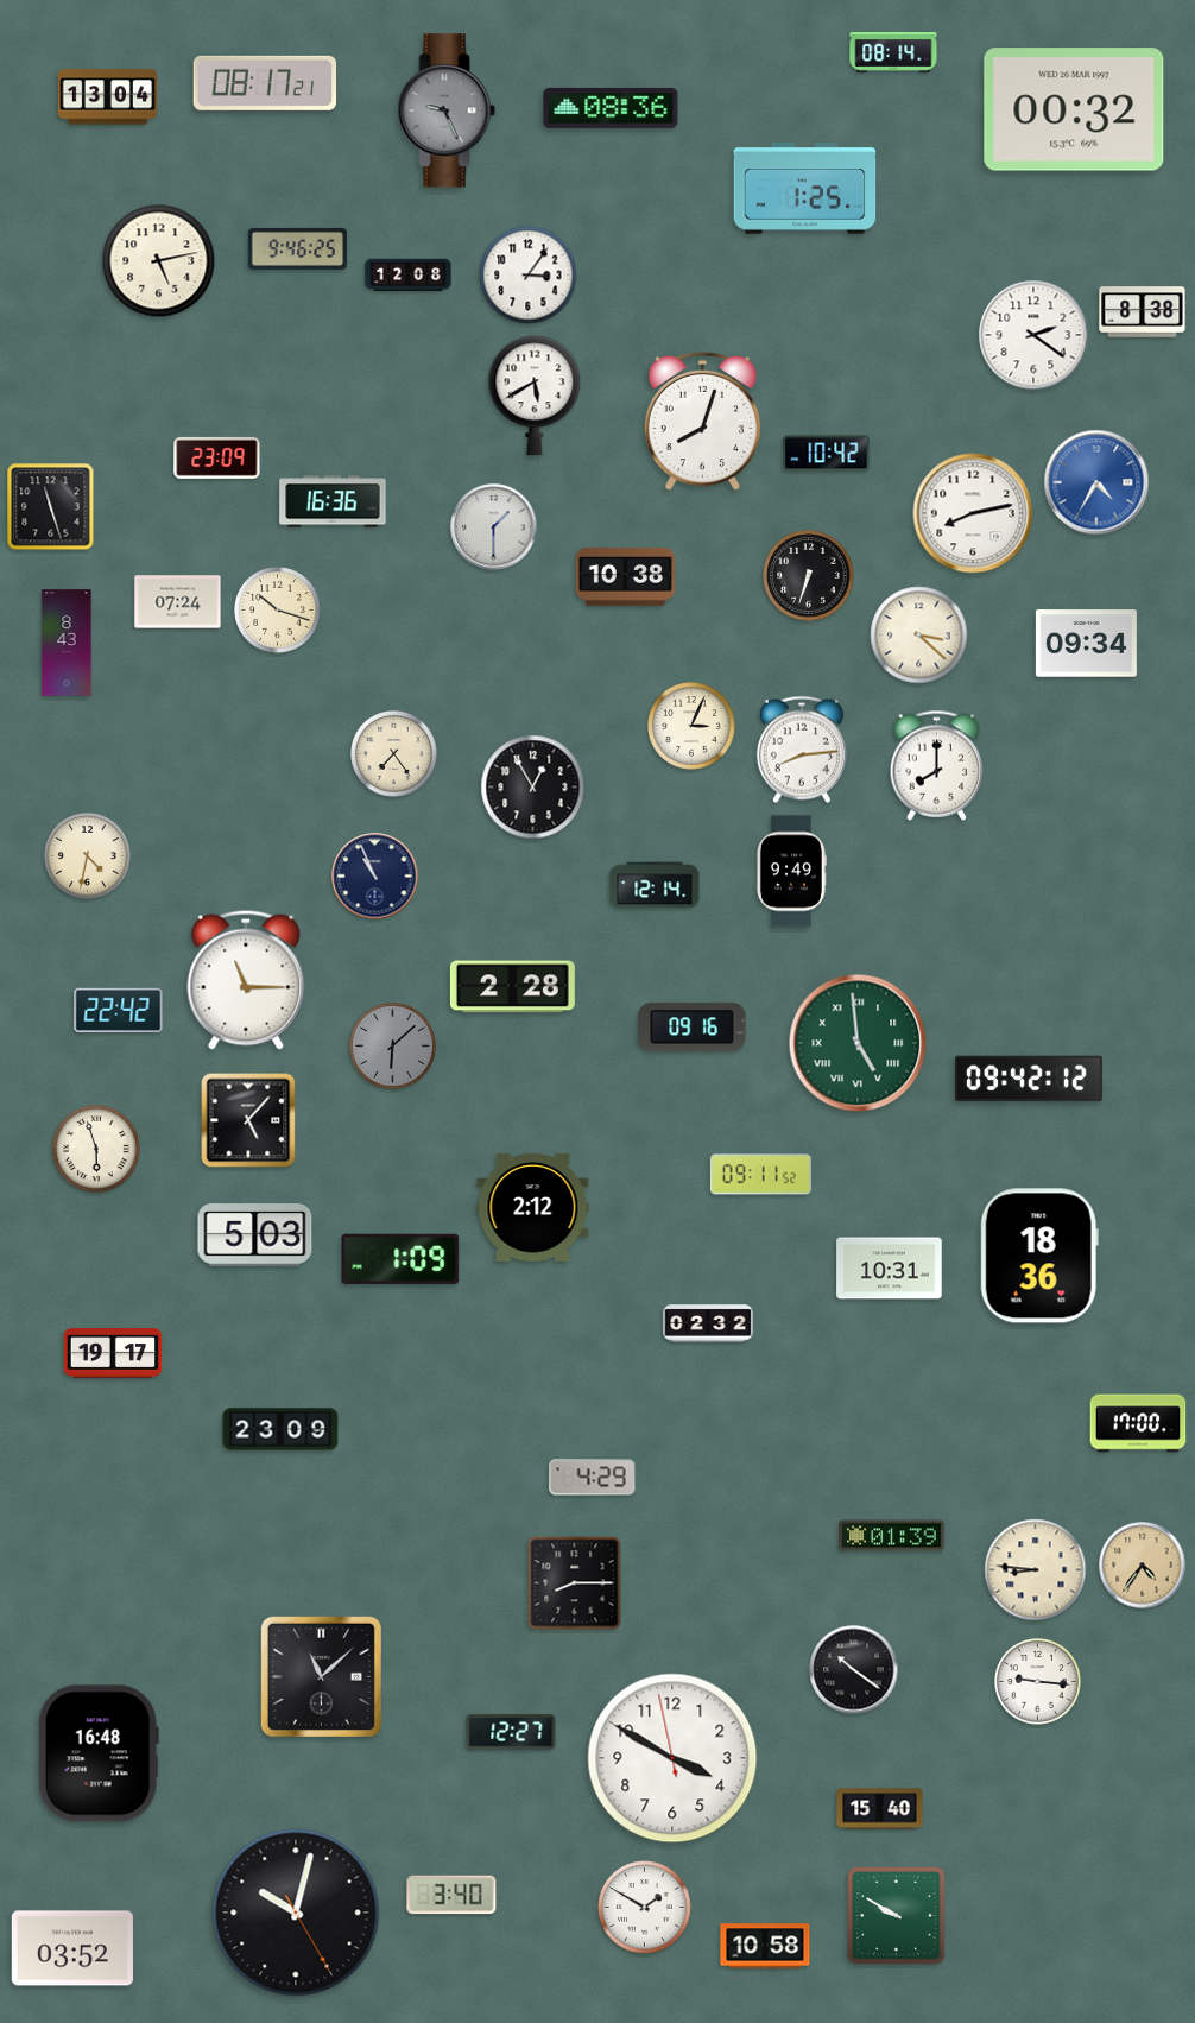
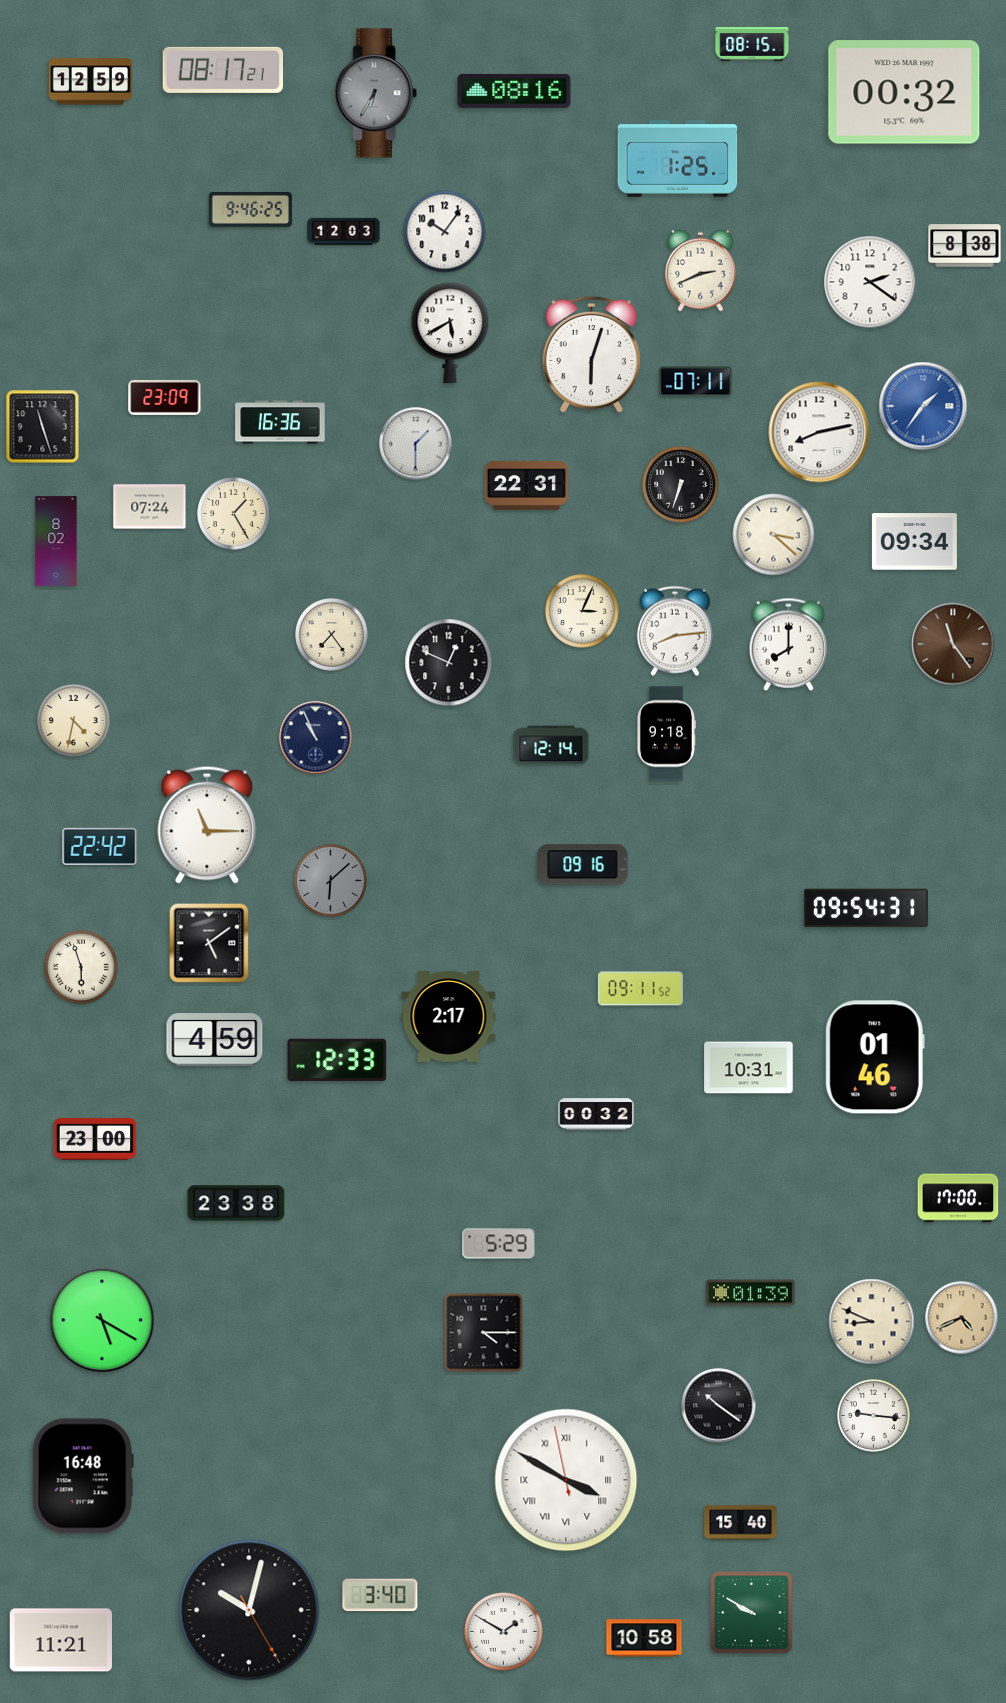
clock at (893, 52): 08:14 -> 08:15
clock at (108, 97): 13:04 -> 12:59
clock at (611, 108): 08:36 -> 08:16
clock at (447, 110): 9:26 -> 6:35
clock at (159, 261): 5:13 -> none
clock at (409, 276): 12:08 -> 12:03
clock at (529, 276): 3:06 -> 10:06
clock at (1143, 312) position: (1143, 312) -> (965, 246)
clock at (701, 270): none -> 2:41
clock at (702, 422): 8:03 -> 6:03
clock at (827, 454): 10:42 -> 07:11
clock at (217, 457) position: (217, 457) -> (165, 397)
clock at (1096, 482): 4:35 -> 1:36
clock at (625, 576): 10:38 -> 22:31
clock at (278, 611): 10:18 -> 1:25
clock at (67, 643): 8:43 -> 8:02
clock at (953, 644): none -> 11:24
clock at (533, 788): 12:55 -> 12:49
clock at (791, 872): 9:49 -> 9:18
clock at (512, 987): 2:28 -> none
clock at (119, 1010) position: (119, 1010) -> (100, 846)
clock at (858, 1043): 4:59 -> none
clock at (1029, 1079): 09:42 -> 09:54
clock at (248, 1120): 5:07 -> 5:09
clock at (533, 1208): 2:12 -> 2:17
clock at (255, 1235): 5:03 -> 4:59
clock at (1039, 1256): 18:36 -> 01:46
clock at (400, 1259): 1:09 -> 12:33
clock at (708, 1323): 02:32 -> 00:32
clock at (113, 1353): 19:17 -> 23:00
clock at (280, 1429): 23:09 -> 23:38
clock at (593, 1478): 4:29 -> 5:29
clock at (1143, 1566): 4:36 -> 4:41
clock at (102, 1320): none -> 5:20
clock at (1036, 1570): 8:46 -> 8:49
clock at (575, 1583): 8:15 -> 4:15
clock at (321, 1676): 11:08 -> none
clock at (511, 1732): 12:27 -> none
clock at (672, 1758) numerals: Arabic -> Roman
clock at (645, 1908) position: (645, 1908) -> (504, 1632)
clock at (897, 1916) position: (897, 1916) -> (752, 1613)
clock at (72, 1948): 03:52 -> 11:21
